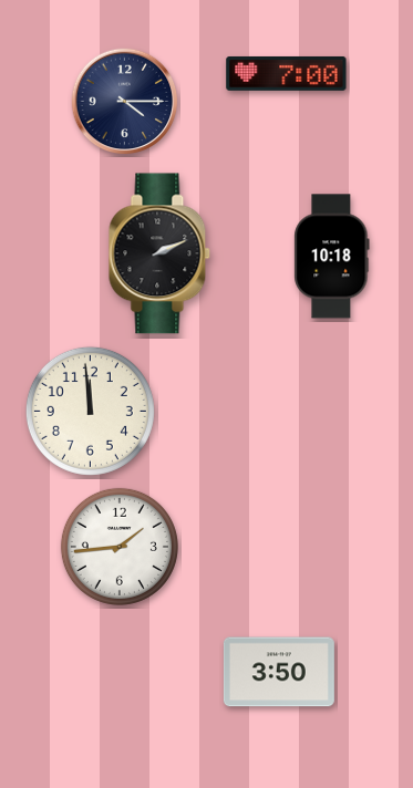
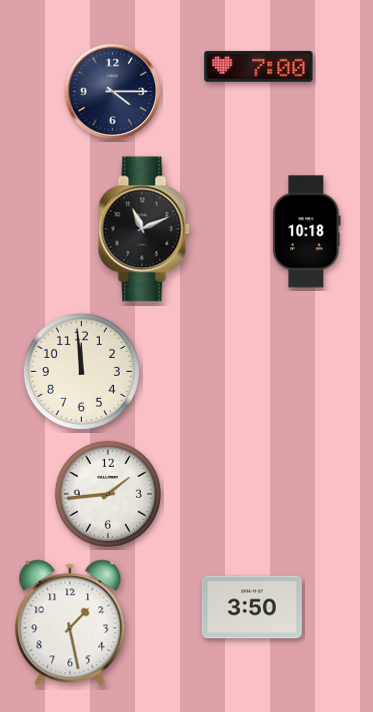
clock at (159, 253): 2:11 -> 11:11
clock at (332, 257) position: (332, 257) -> (307, 232)
clock at (70, 623): none -> 1:28
